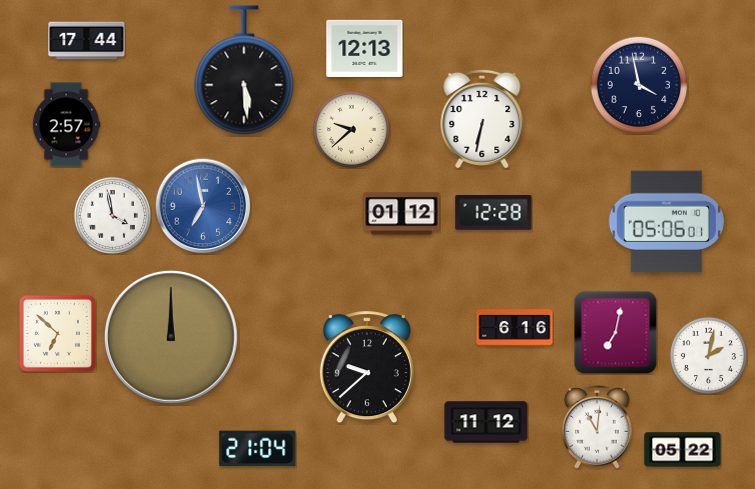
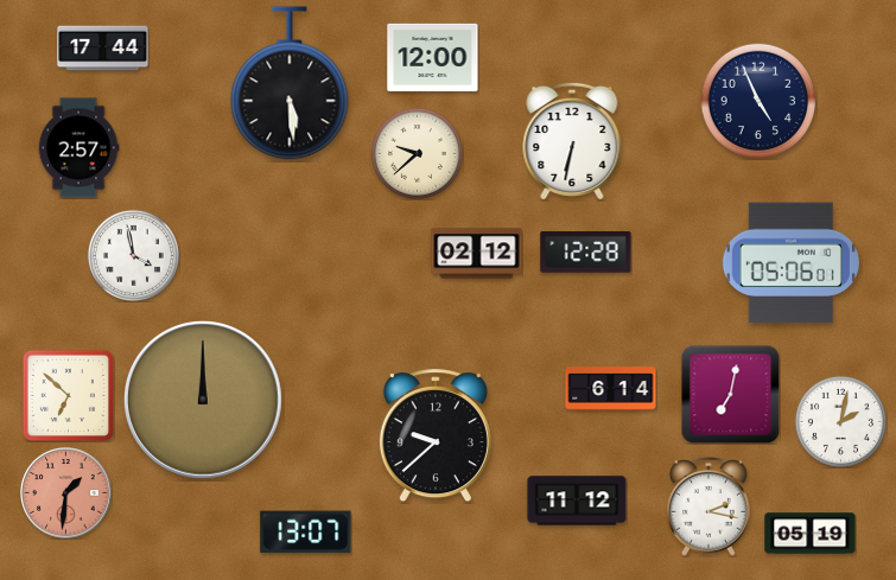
clock at (365, 48): 12:13 -> 12:00
clock at (639, 85): 3:58 -> 4:56
clock at (203, 206): 6:58 -> none
clock at (402, 214): 01:12 -> 02:12
clock at (515, 328): 6:16 -> 6:14
clock at (66, 493): none -> 1:31
clock at (598, 427): 11:01 -> 2:17
clock at (258, 449): 21:04 -> 13:07
clock at (683, 450): 05:22 -> 05:19
